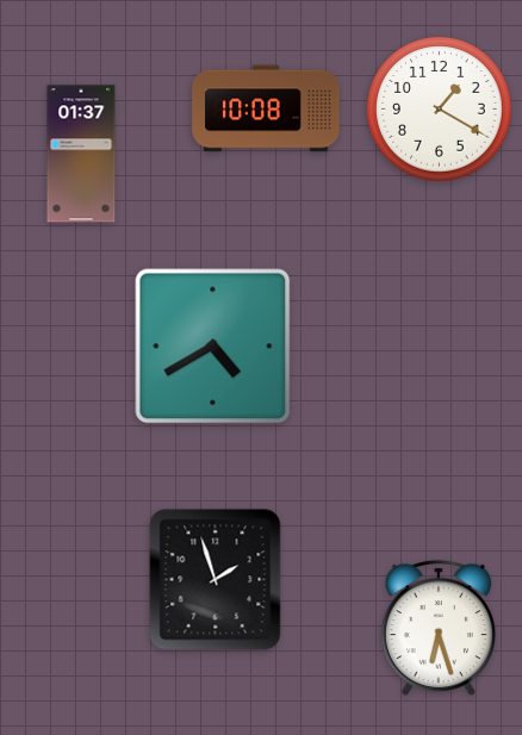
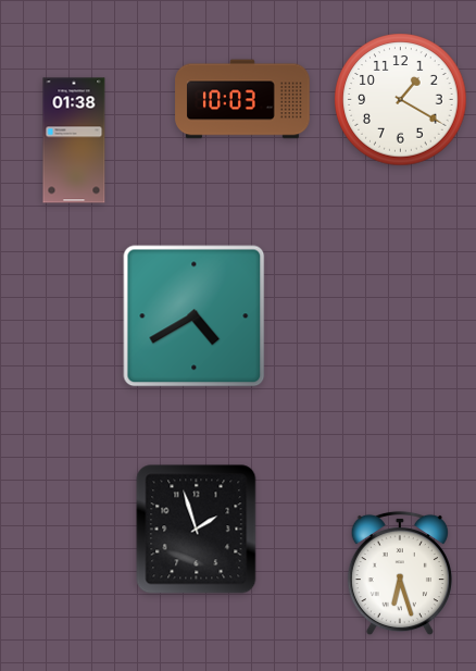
clock at (266, 108): 10:08 -> 10:03
clock at (81, 154): 01:37 -> 01:38
